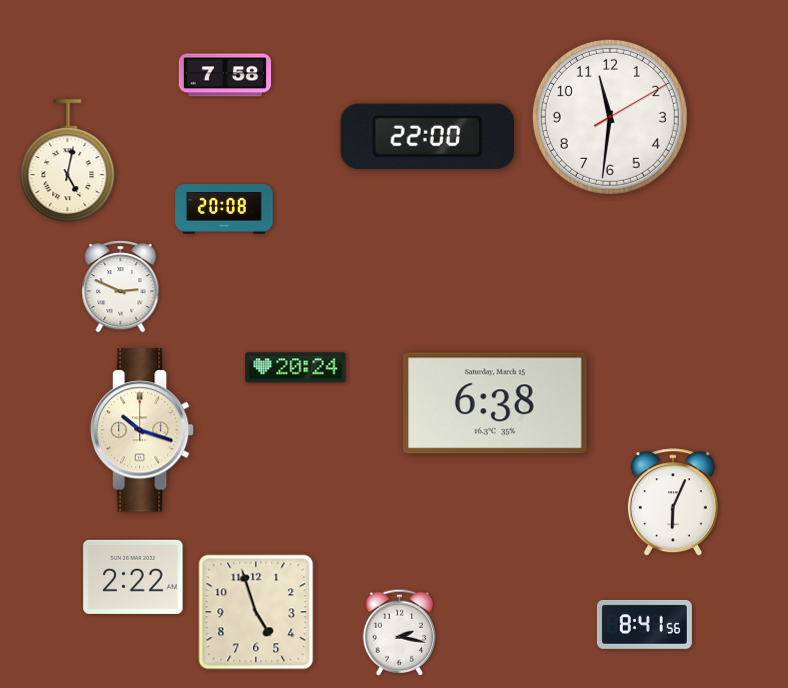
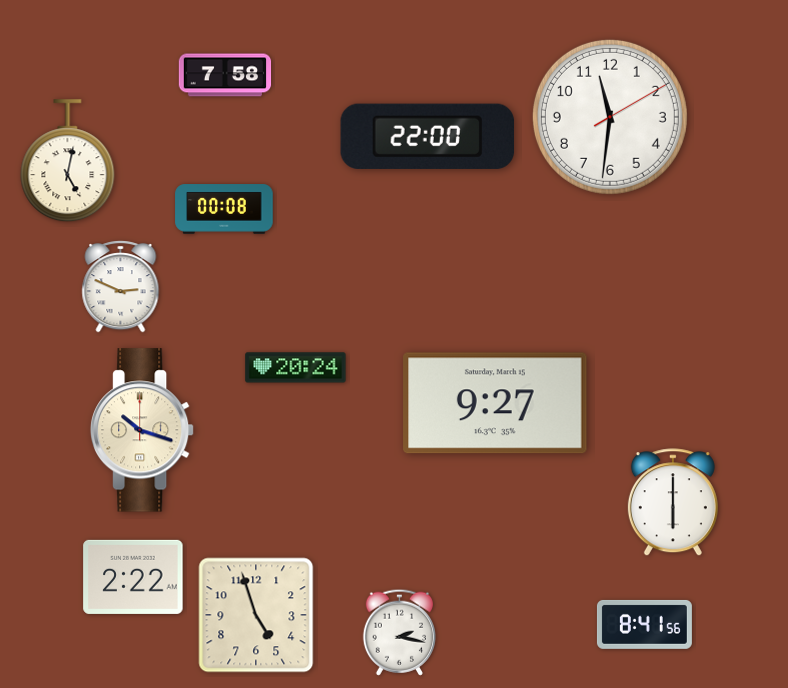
clock at (224, 209): 20:08 -> 00:08
clock at (495, 403): 6:38 -> 9:27
clock at (673, 503): 6:04 -> 6:00
clock at (256, 612) position: (256, 612) -> (256, 615)
